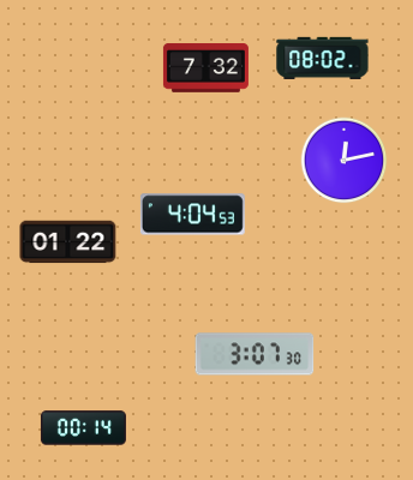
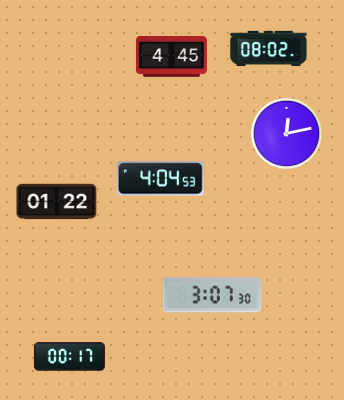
clock at (205, 68): 7:32 -> 4:45
clock at (83, 428): 00:14 -> 00:17
